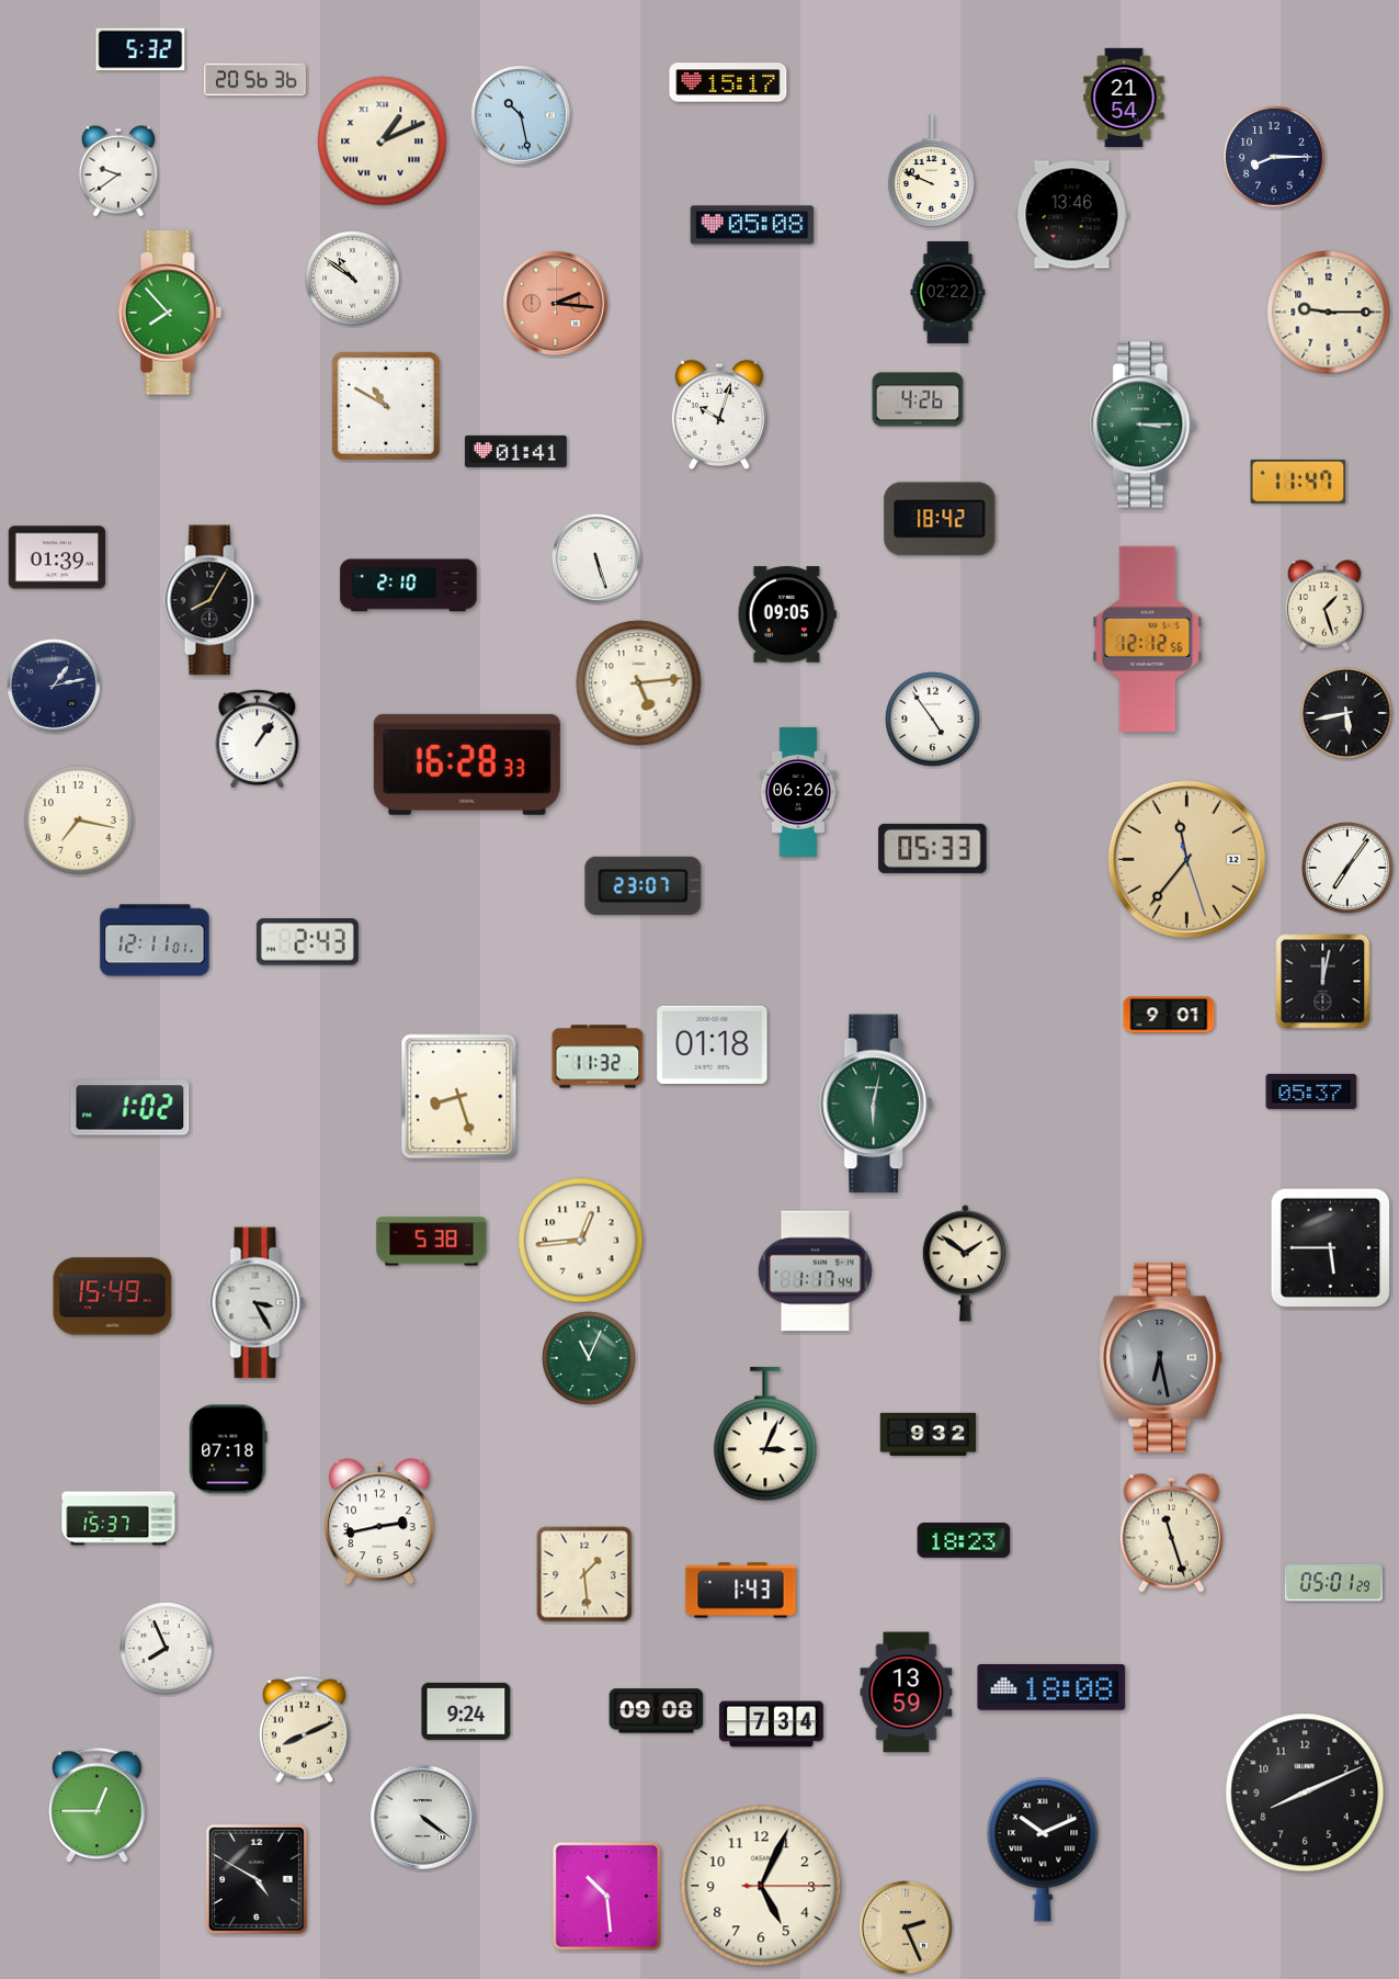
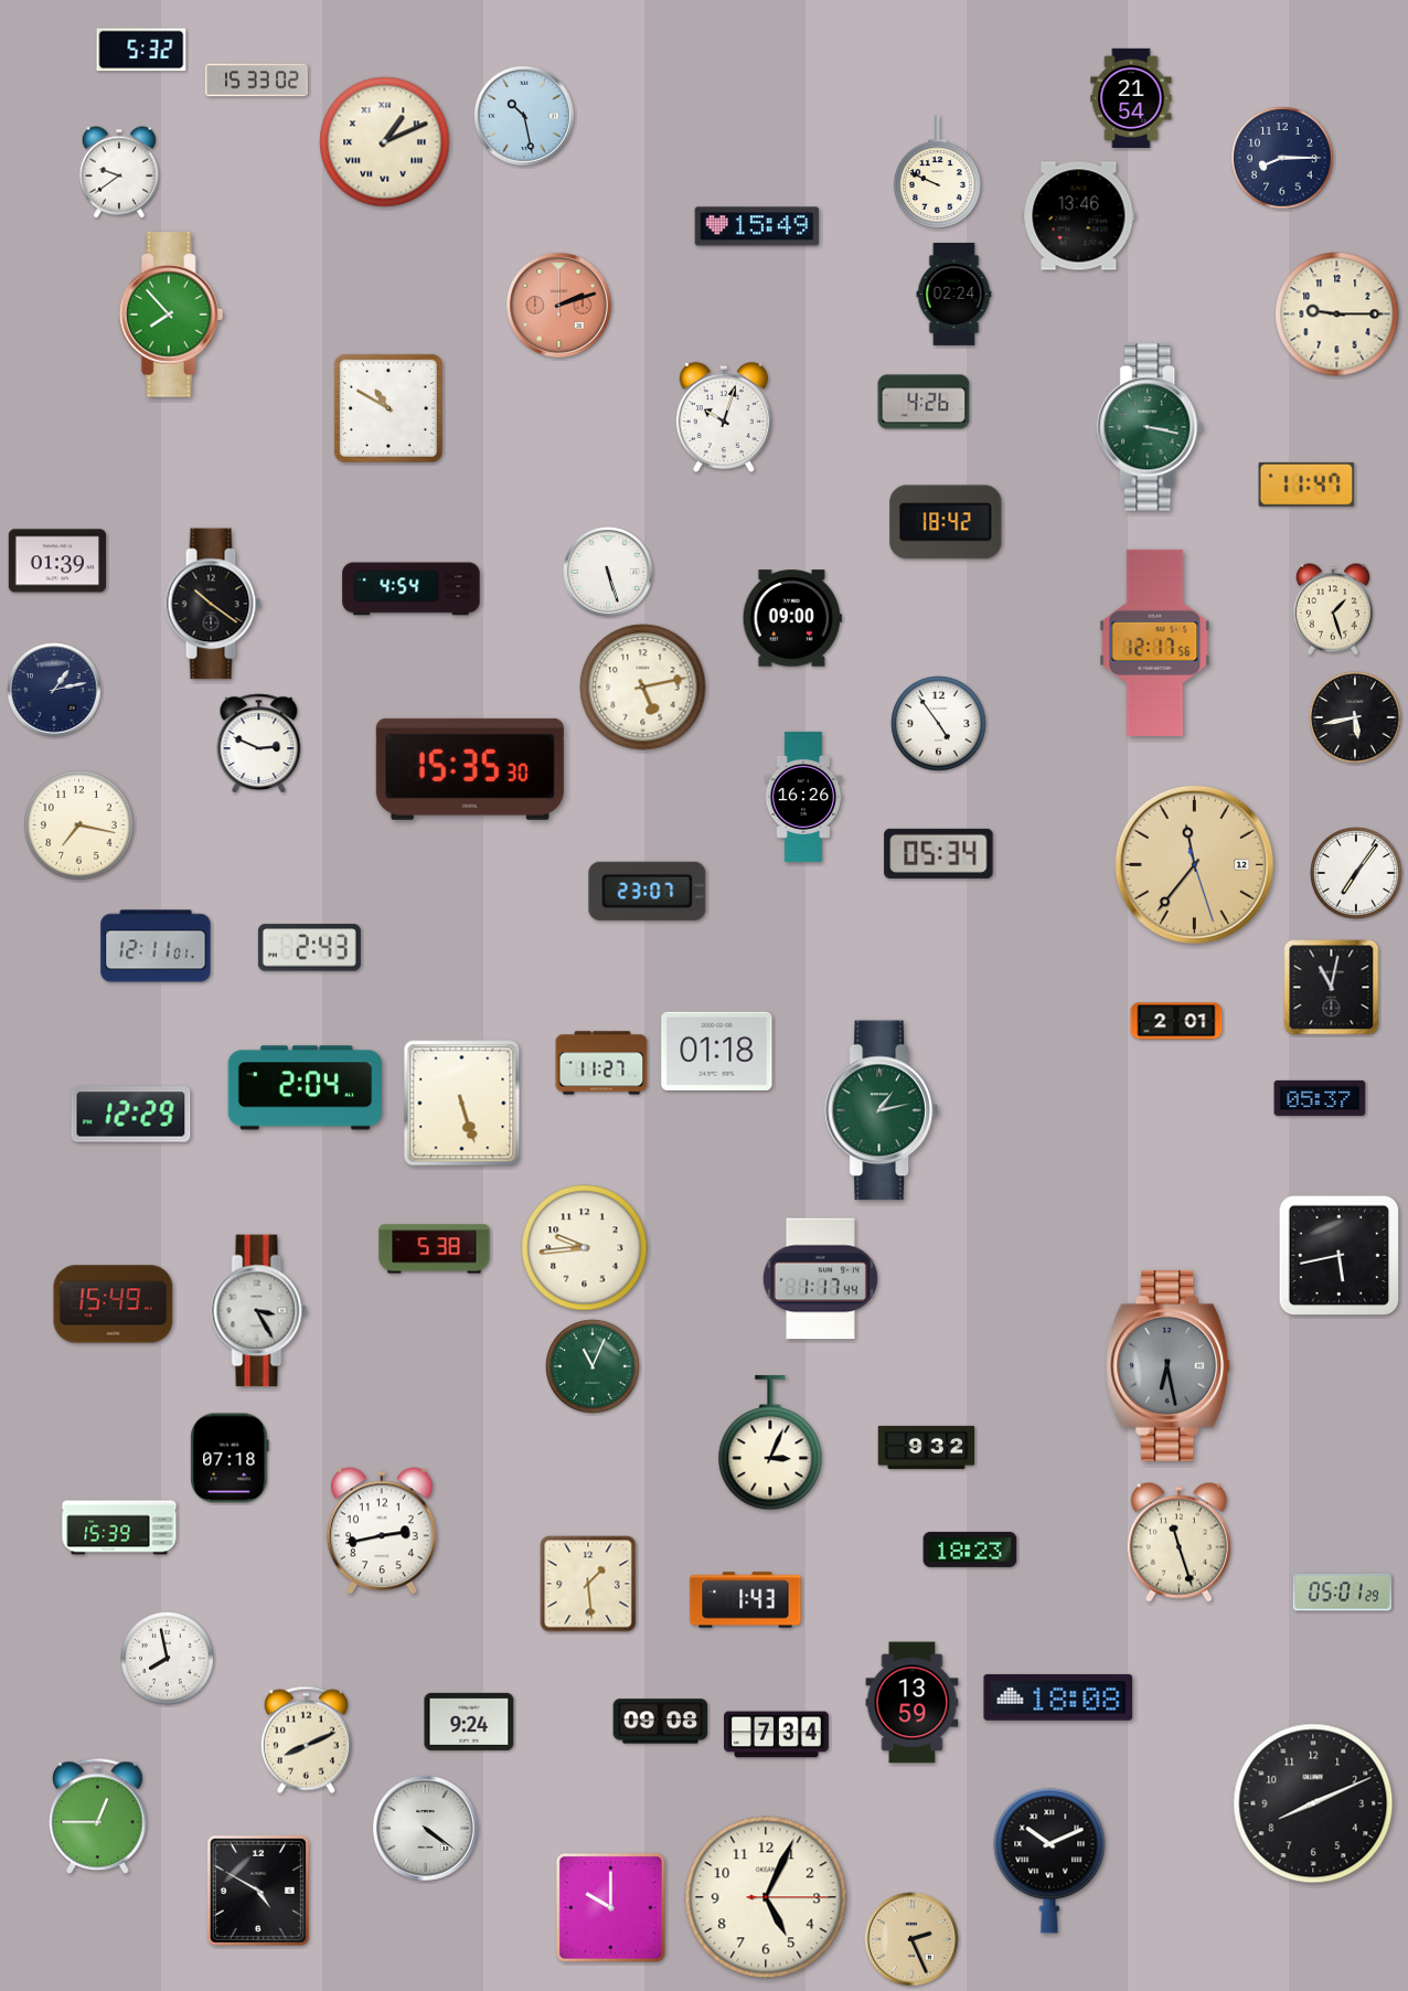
clock at (254, 80): 20:56 -> 15:33
clock at (728, 82): 15:17 -> none
clock at (752, 225): 05:08 -> 15:49
clock at (353, 279): 10:51 -> none
clock at (948, 292): 02:22 -> 02:24
clock at (556, 304): 2:16 -> 2:12
clock at (1144, 425): 3:15 -> 3:17
clock at (515, 451): 01:41 -> none
clock at (596, 558) position: (596, 558) -> (608, 572)
clock at (409, 586): 2:10 -> 4:54
clock at (212, 600): 8:05 -> 10:21
clock at (787, 614): 09:05 -> 09:00
clock at (1148, 638): 12:12 -> 12:17
clock at (639, 683): 5:14 -> 5:13
clock at (258, 738): 1:06 -> 2:49
clock at (467, 765): 16:28 -> 15:35
clock at (797, 792): 06:26 -> 16:26
clock at (933, 848): 05:33 -> 05:34
clock at (1323, 982): 12:02 -> 11:02
clock at (1169, 1015): 9:01 -> 2:01
clock at (598, 1056): 11:32 -> 11:27
clock at (306, 1088): none -> 2:04
clock at (459, 1097): 8:27 -> 5:27
clock at (876, 1104): 6:02 -> 1:13
clock at (130, 1108): 1:02 -> 12:29
clock at (581, 1241): 12:44 -> 9:44
clock at (1331, 1248): 5:45 -> 5:43
clock at (965, 1264): 1:51 -> none
clock at (929, 1434) position: (929, 1434) -> (927, 1447)
clock at (118, 1518): 15:37 -> 15:39
clock at (167, 1649): 7:56 -> 7:58
clock at (606, 1896): 10:29 -> 10:00
